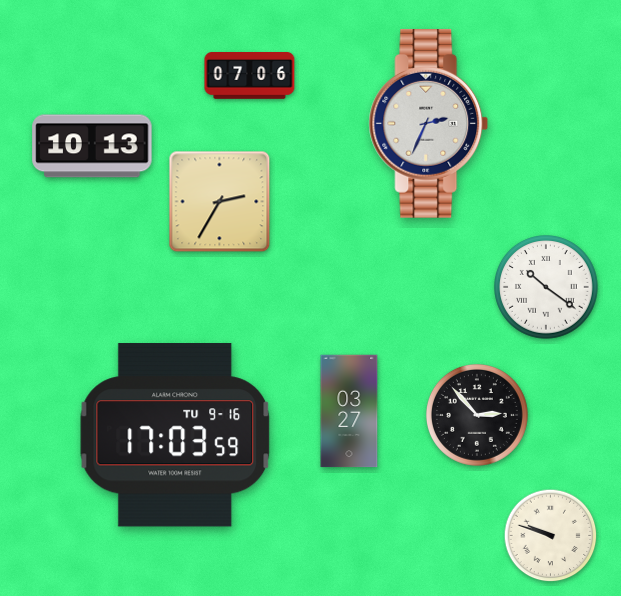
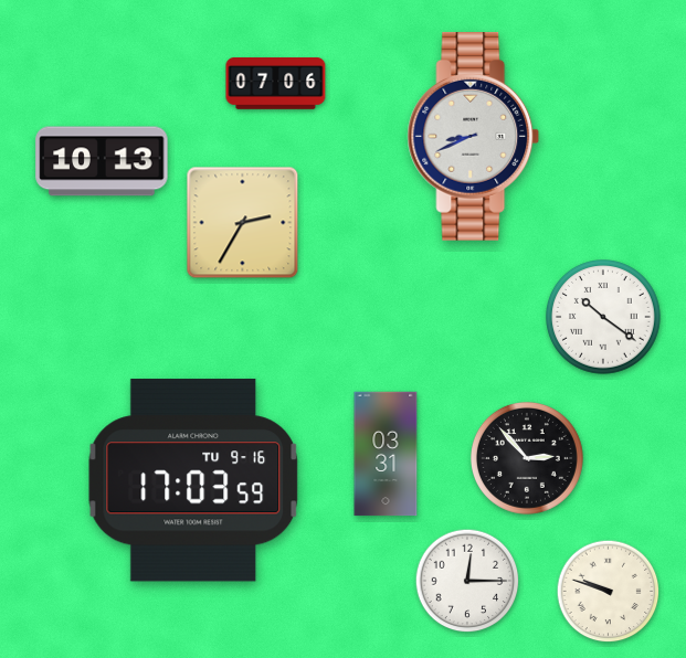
clock at (429, 123): 2:34 -> 8:41
clock at (349, 411): 03:27 -> 03:31
clock at (467, 581): none -> 12:15
